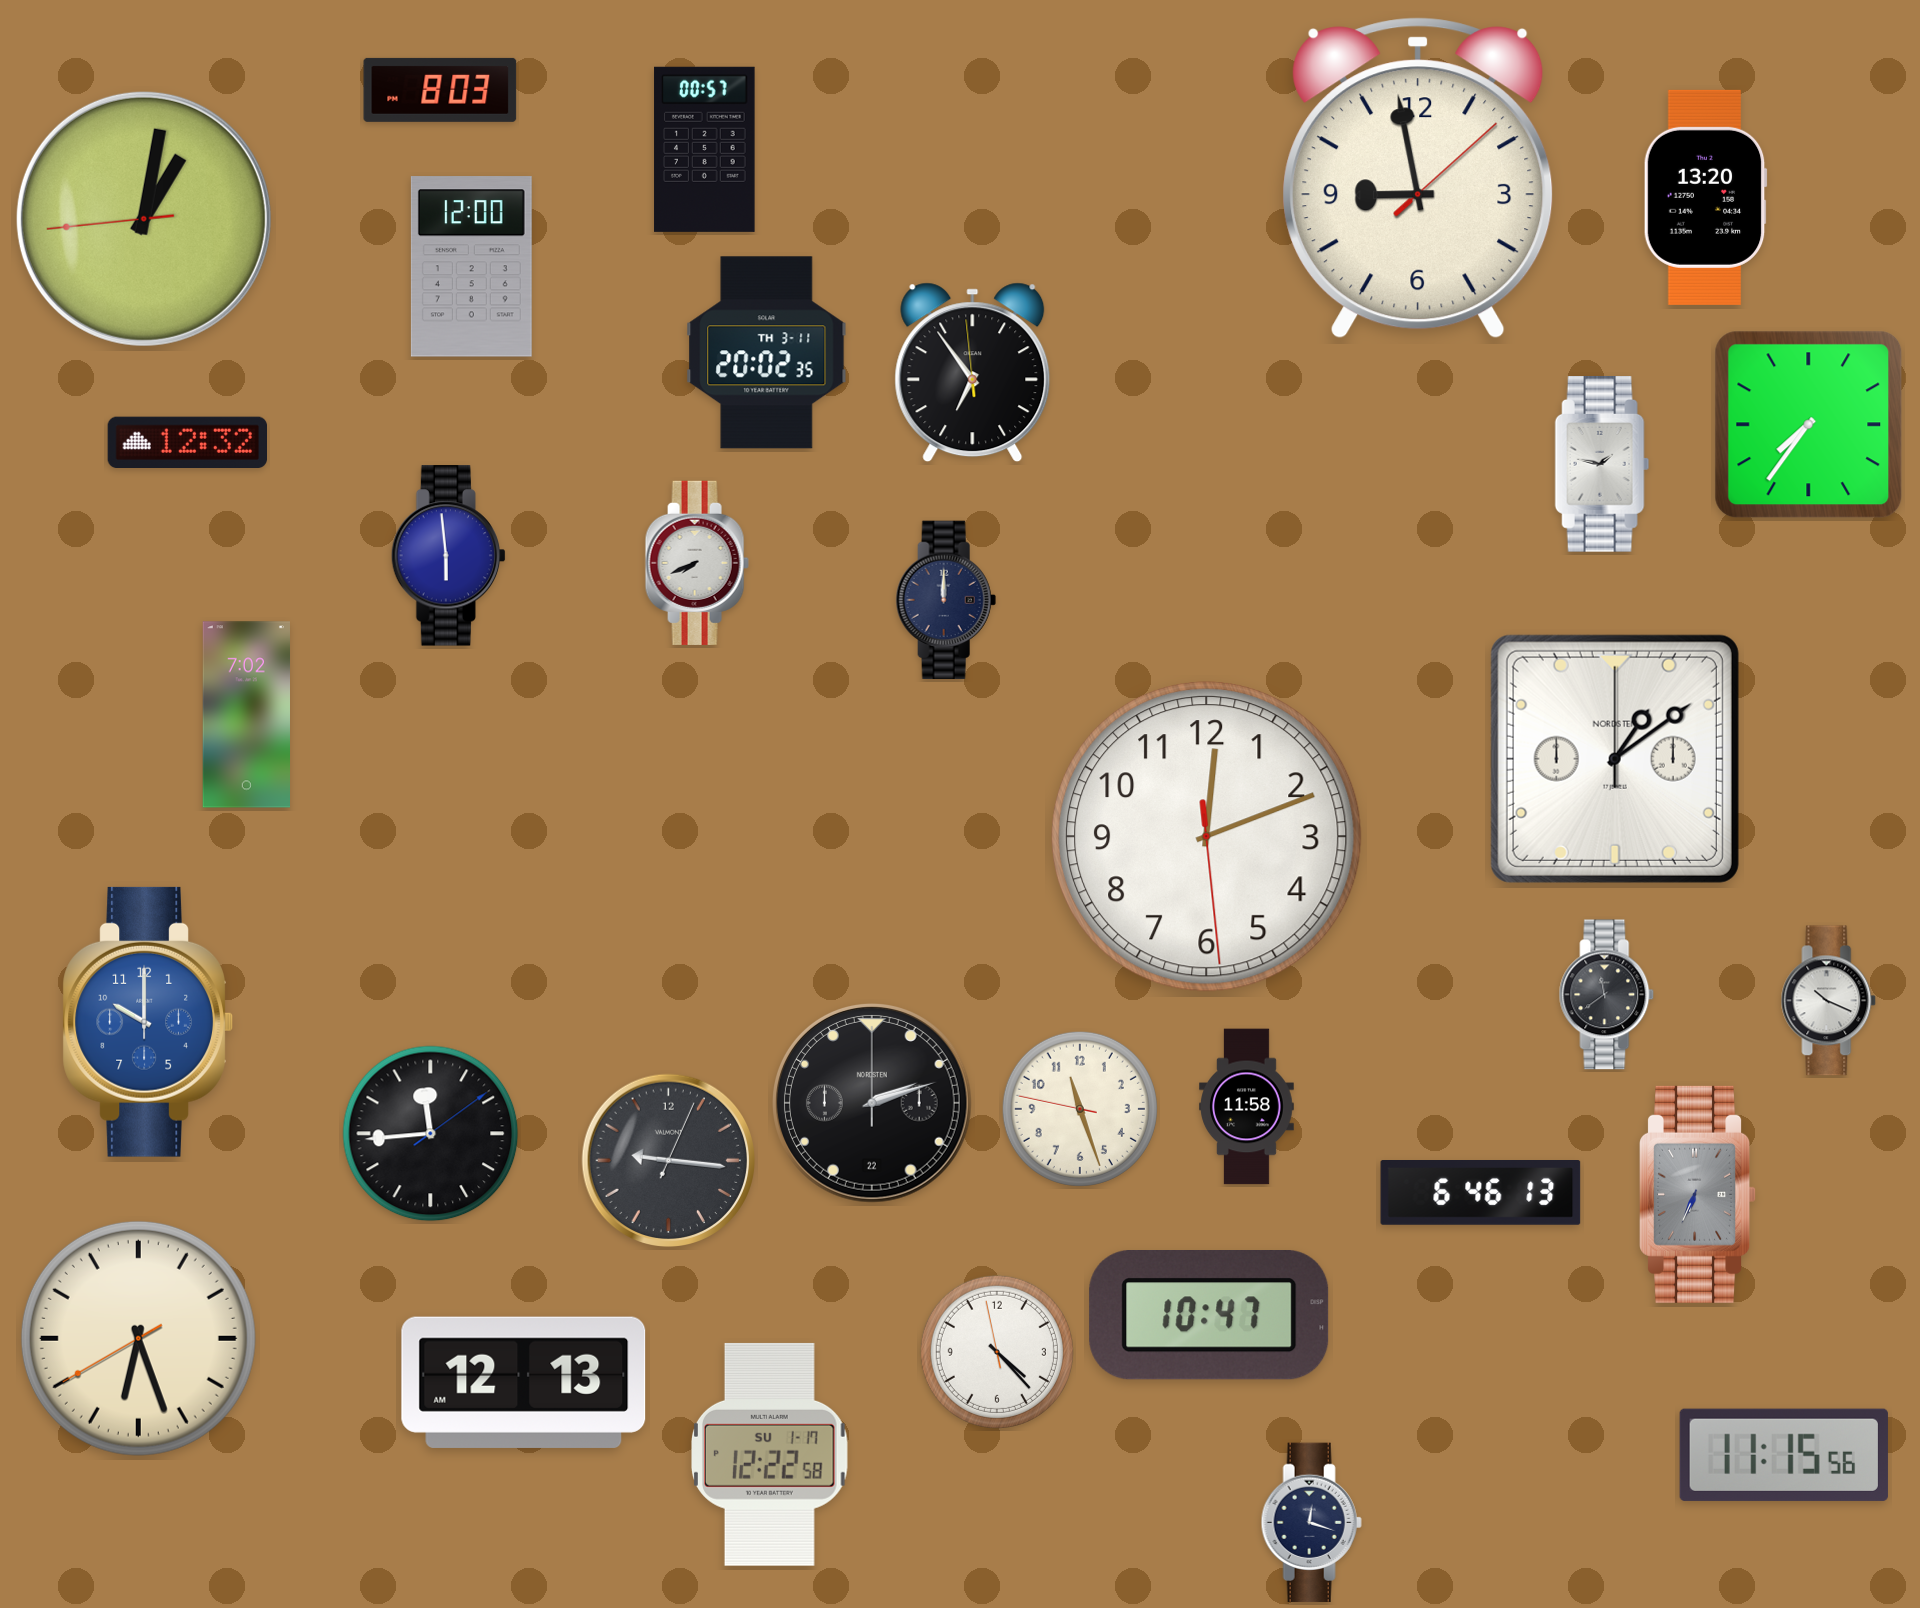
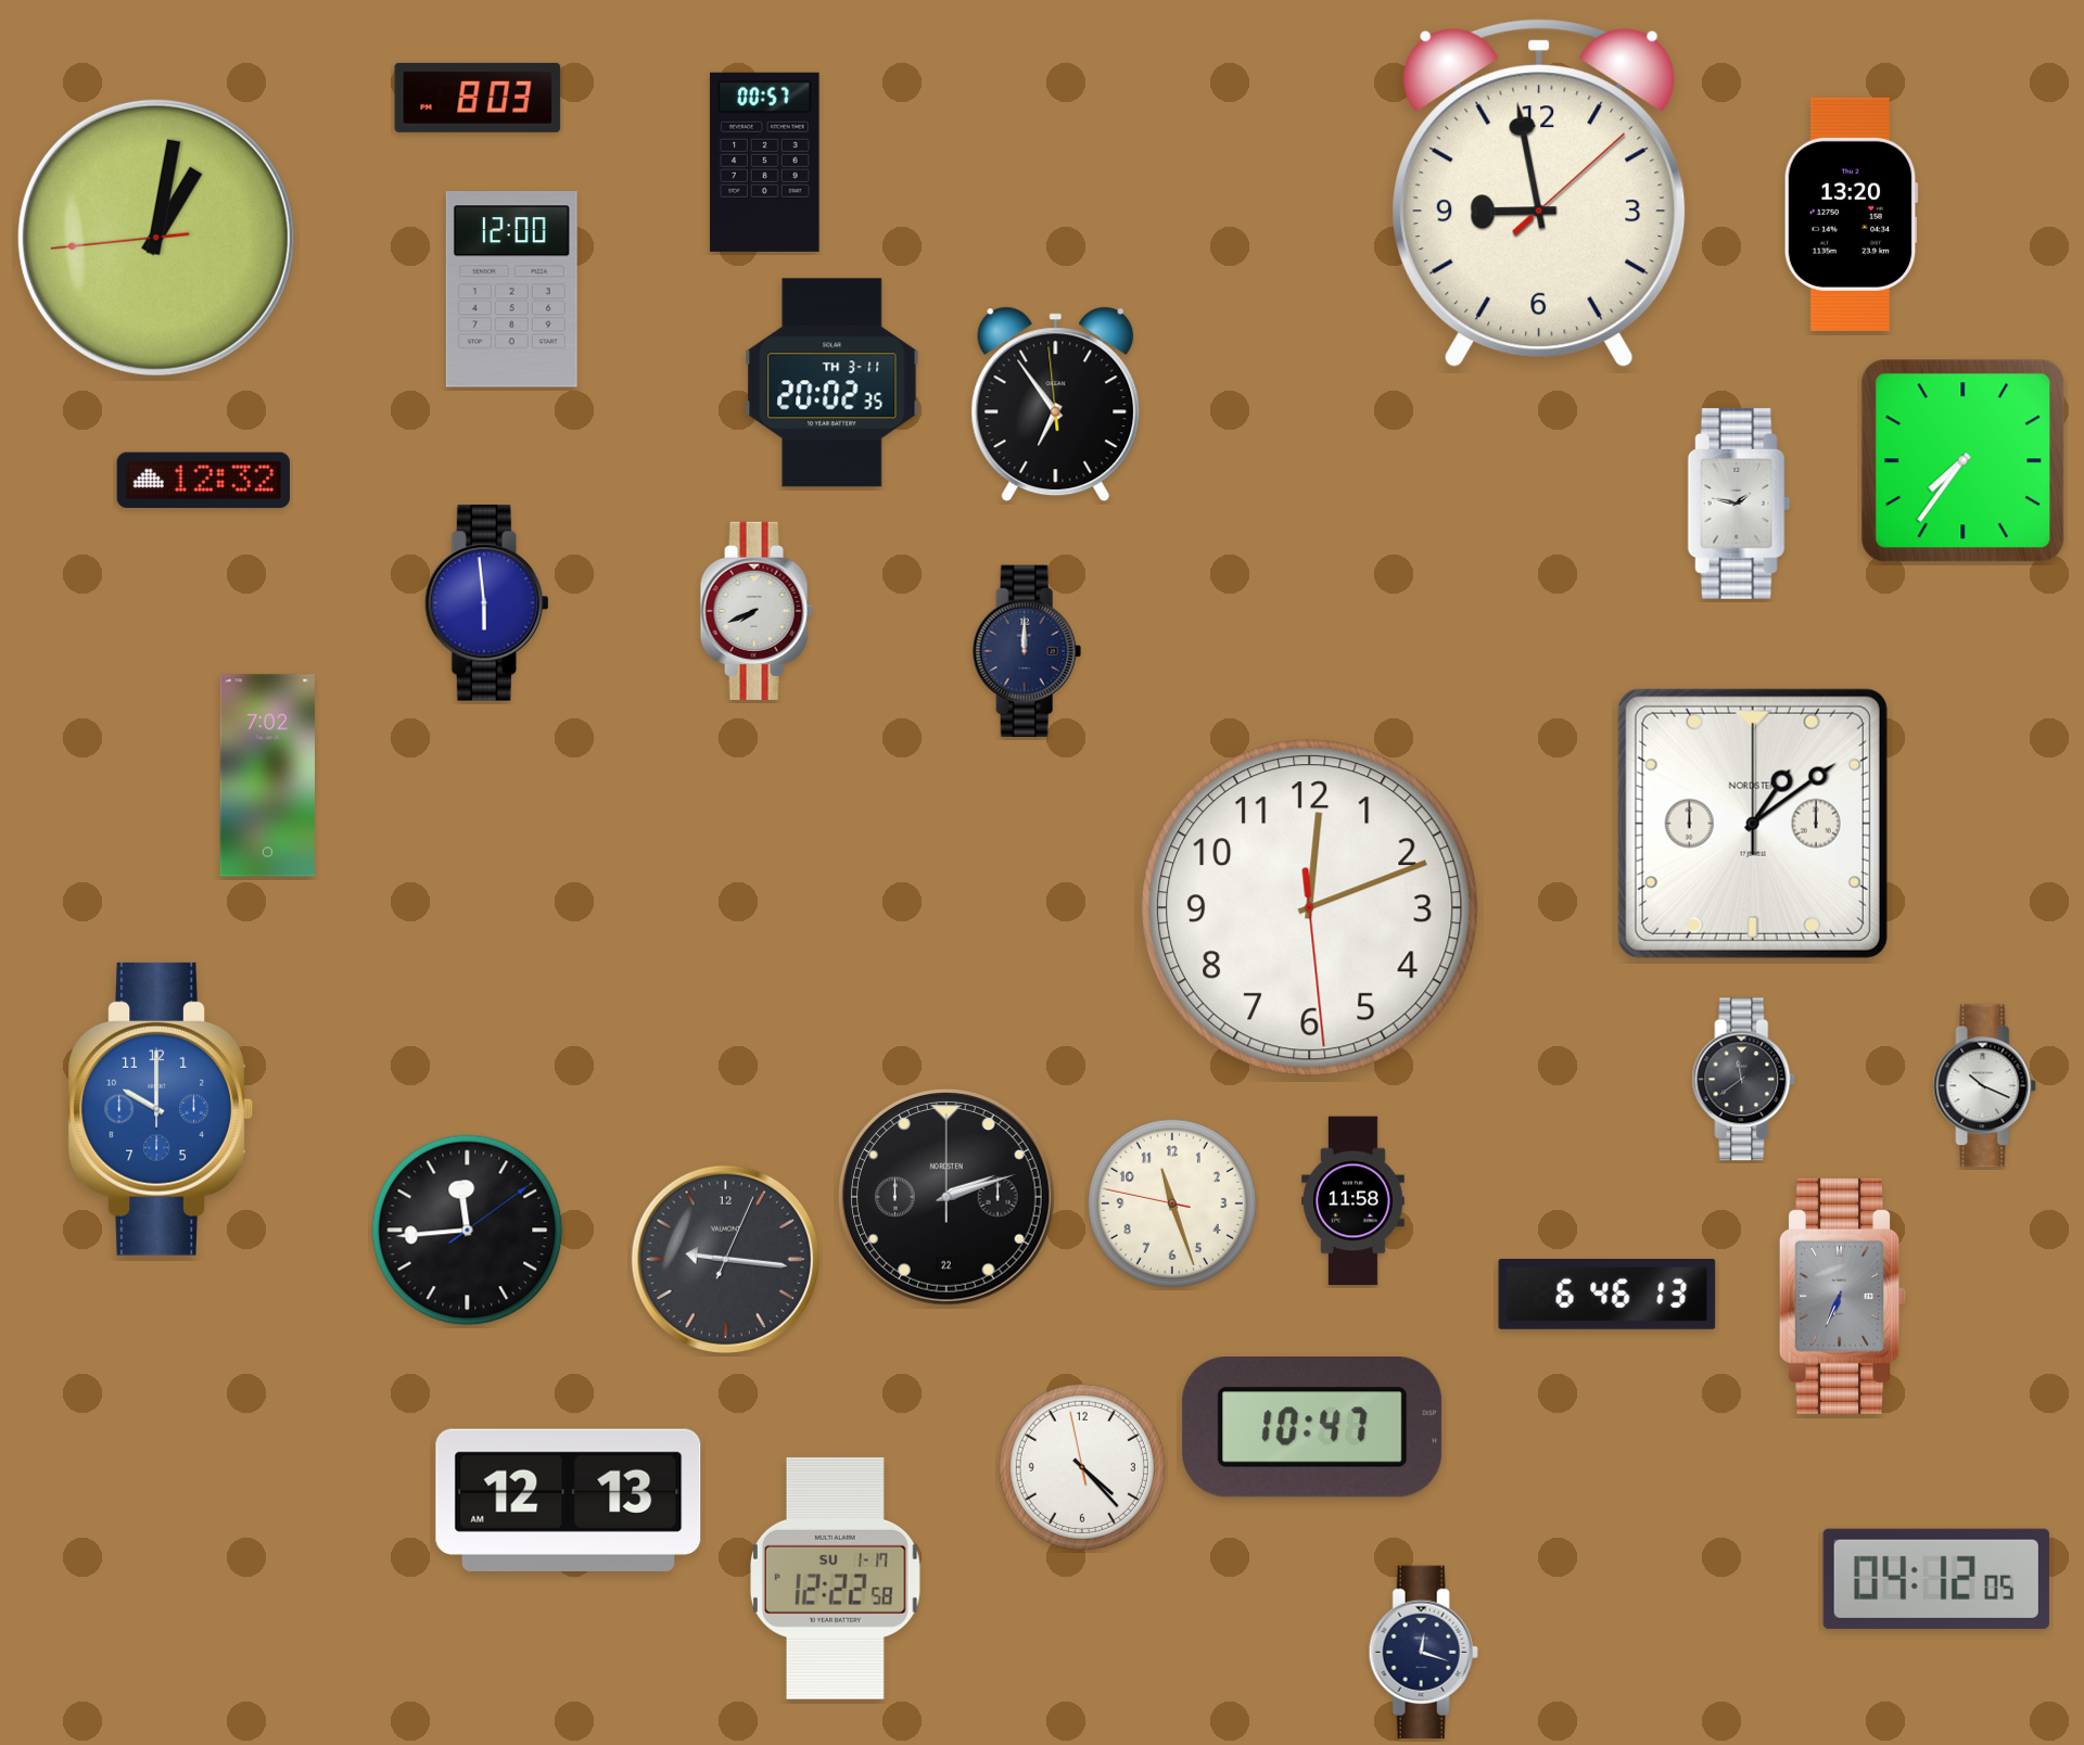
clock at (138, 1338): 6:26 -> none
clock at (1784, 1455): 11:15 -> 04:12
